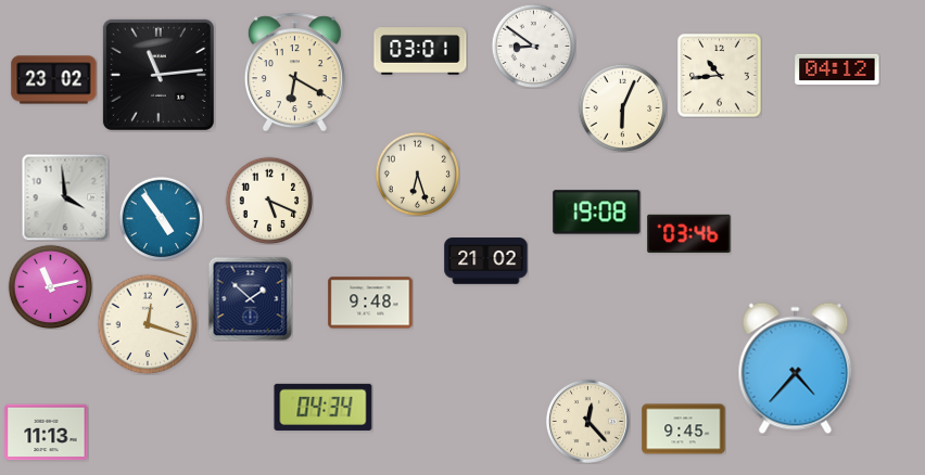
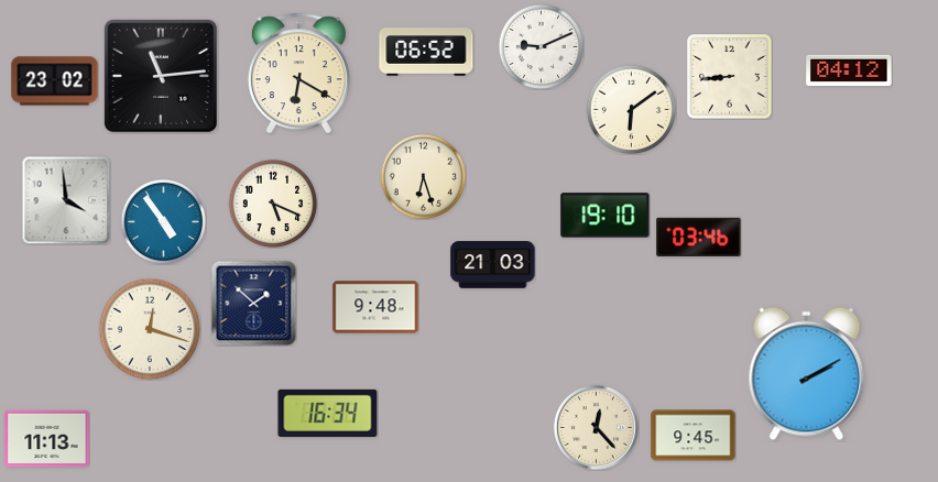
clock at (533, 46): 8:51 -> 9:11
clock at (420, 51): 03:01 -> 06:52
clock at (720, 76): 10:44 -> 8:44
clock at (622, 107): 6:04 -> 6:09
clock at (597, 213): 19:08 -> 19:10
clock at (486, 261): 21:02 -> 21:03
clock at (50, 286): 11:13 -> none
clock at (796, 369): 4:37 -> 2:10
clock at (324, 407): 04:34 -> 16:34
